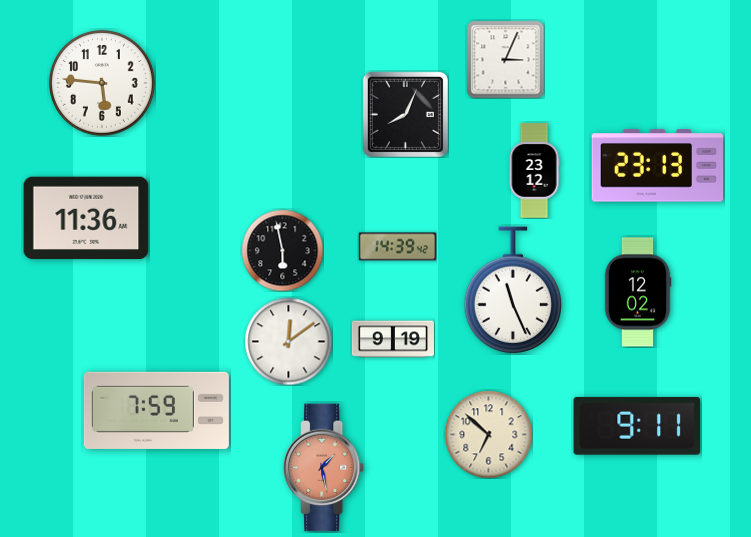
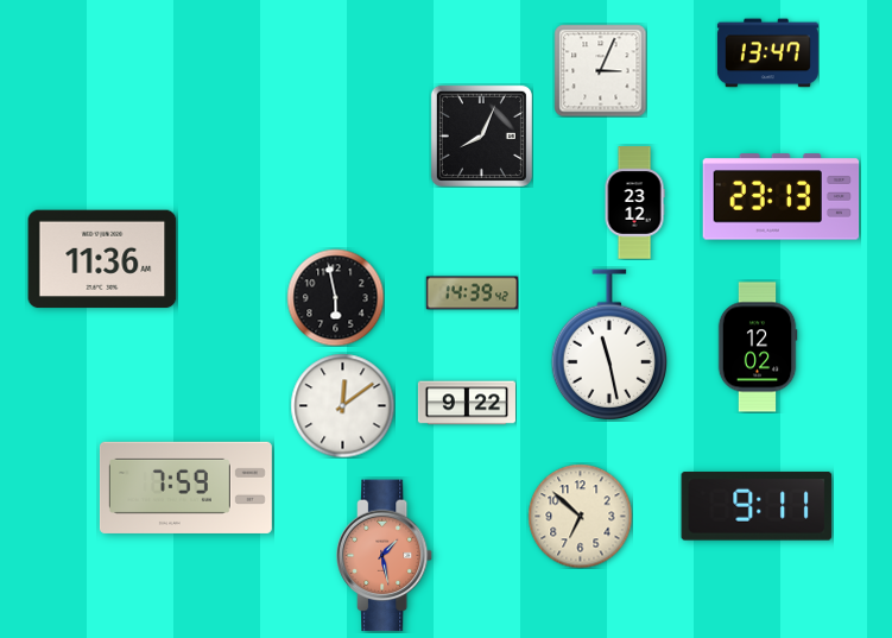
clock at (767, 53): none -> 13:47
clock at (102, 83): 5:46 -> none
clock at (512, 290): 11:26 -> 11:28
clock at (393, 339): 9:19 -> 9:22
